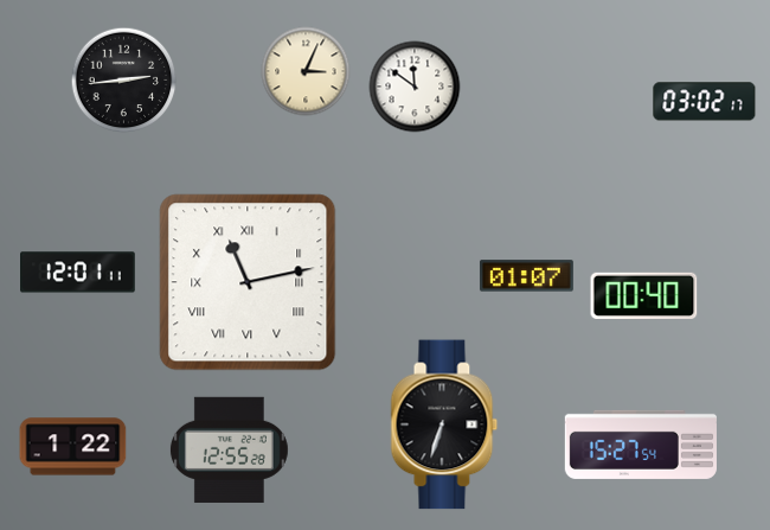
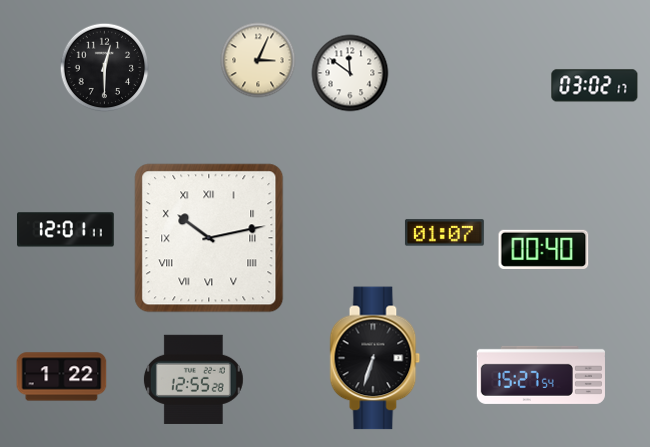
clock at (124, 81): 2:44 -> 12:30
clock at (248, 282): 11:13 -> 10:13
